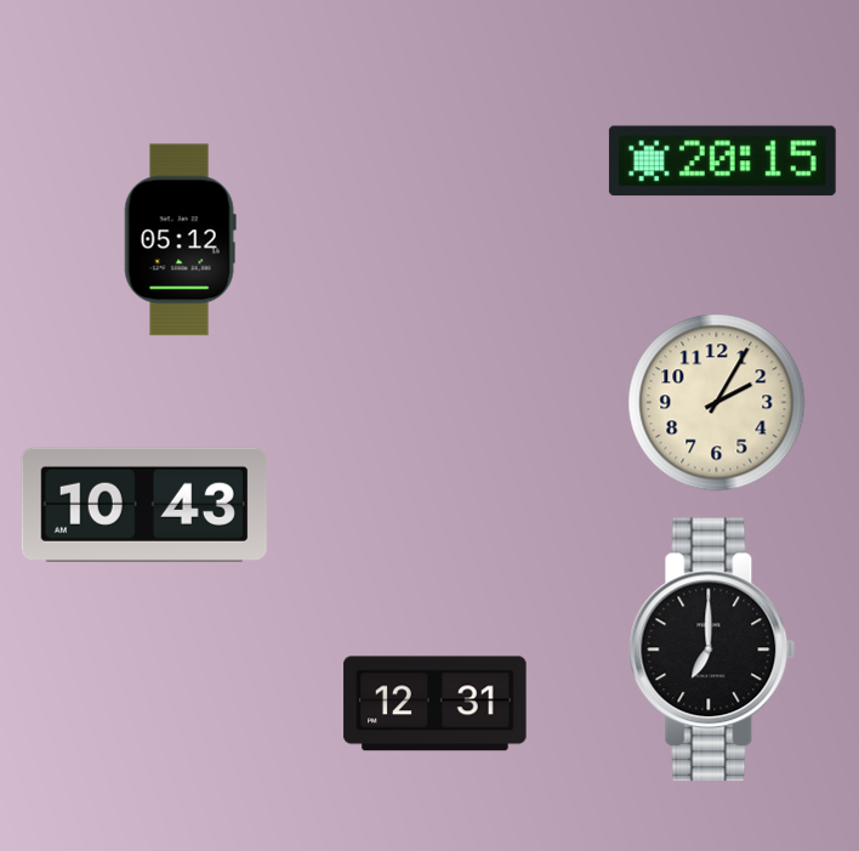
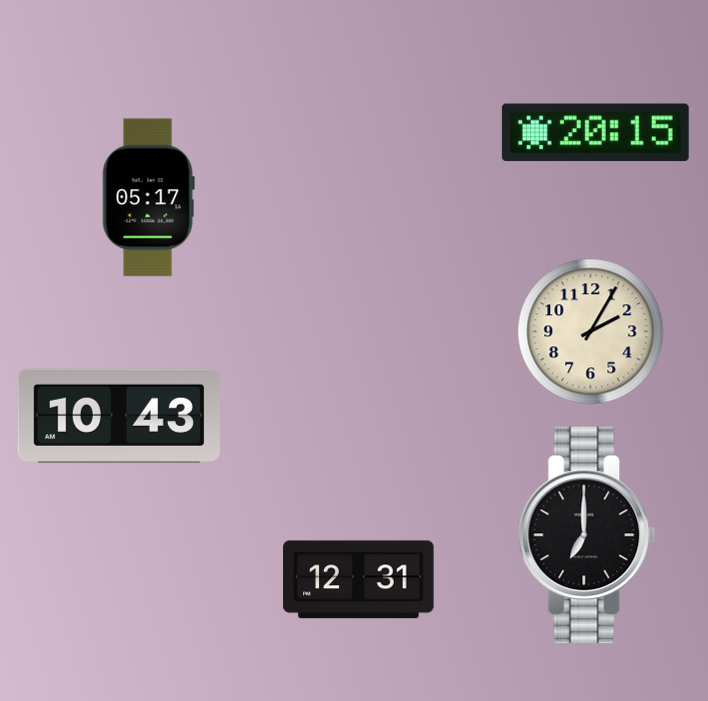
clock at (180, 240): 05:12 -> 05:17
